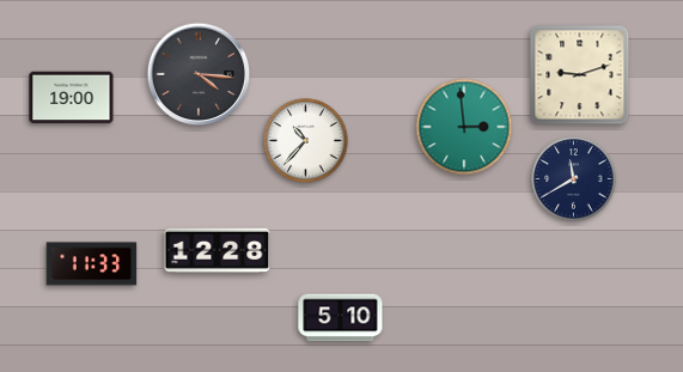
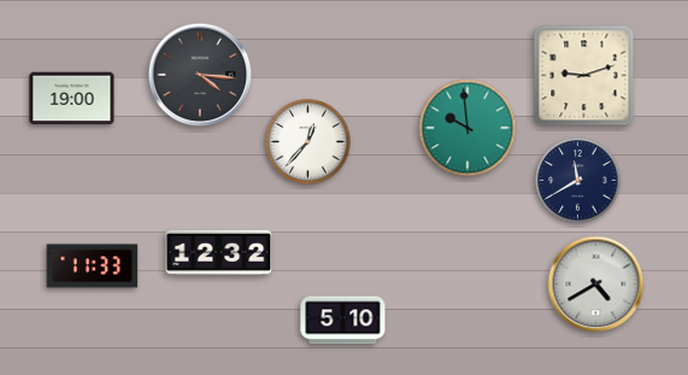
clock at (464, 127): 2:59 -> 9:59
clock at (306, 141): 10:37 -> 12:37
clock at (218, 251): 12:28 -> 12:32
clock at (596, 285): none -> 4:40
